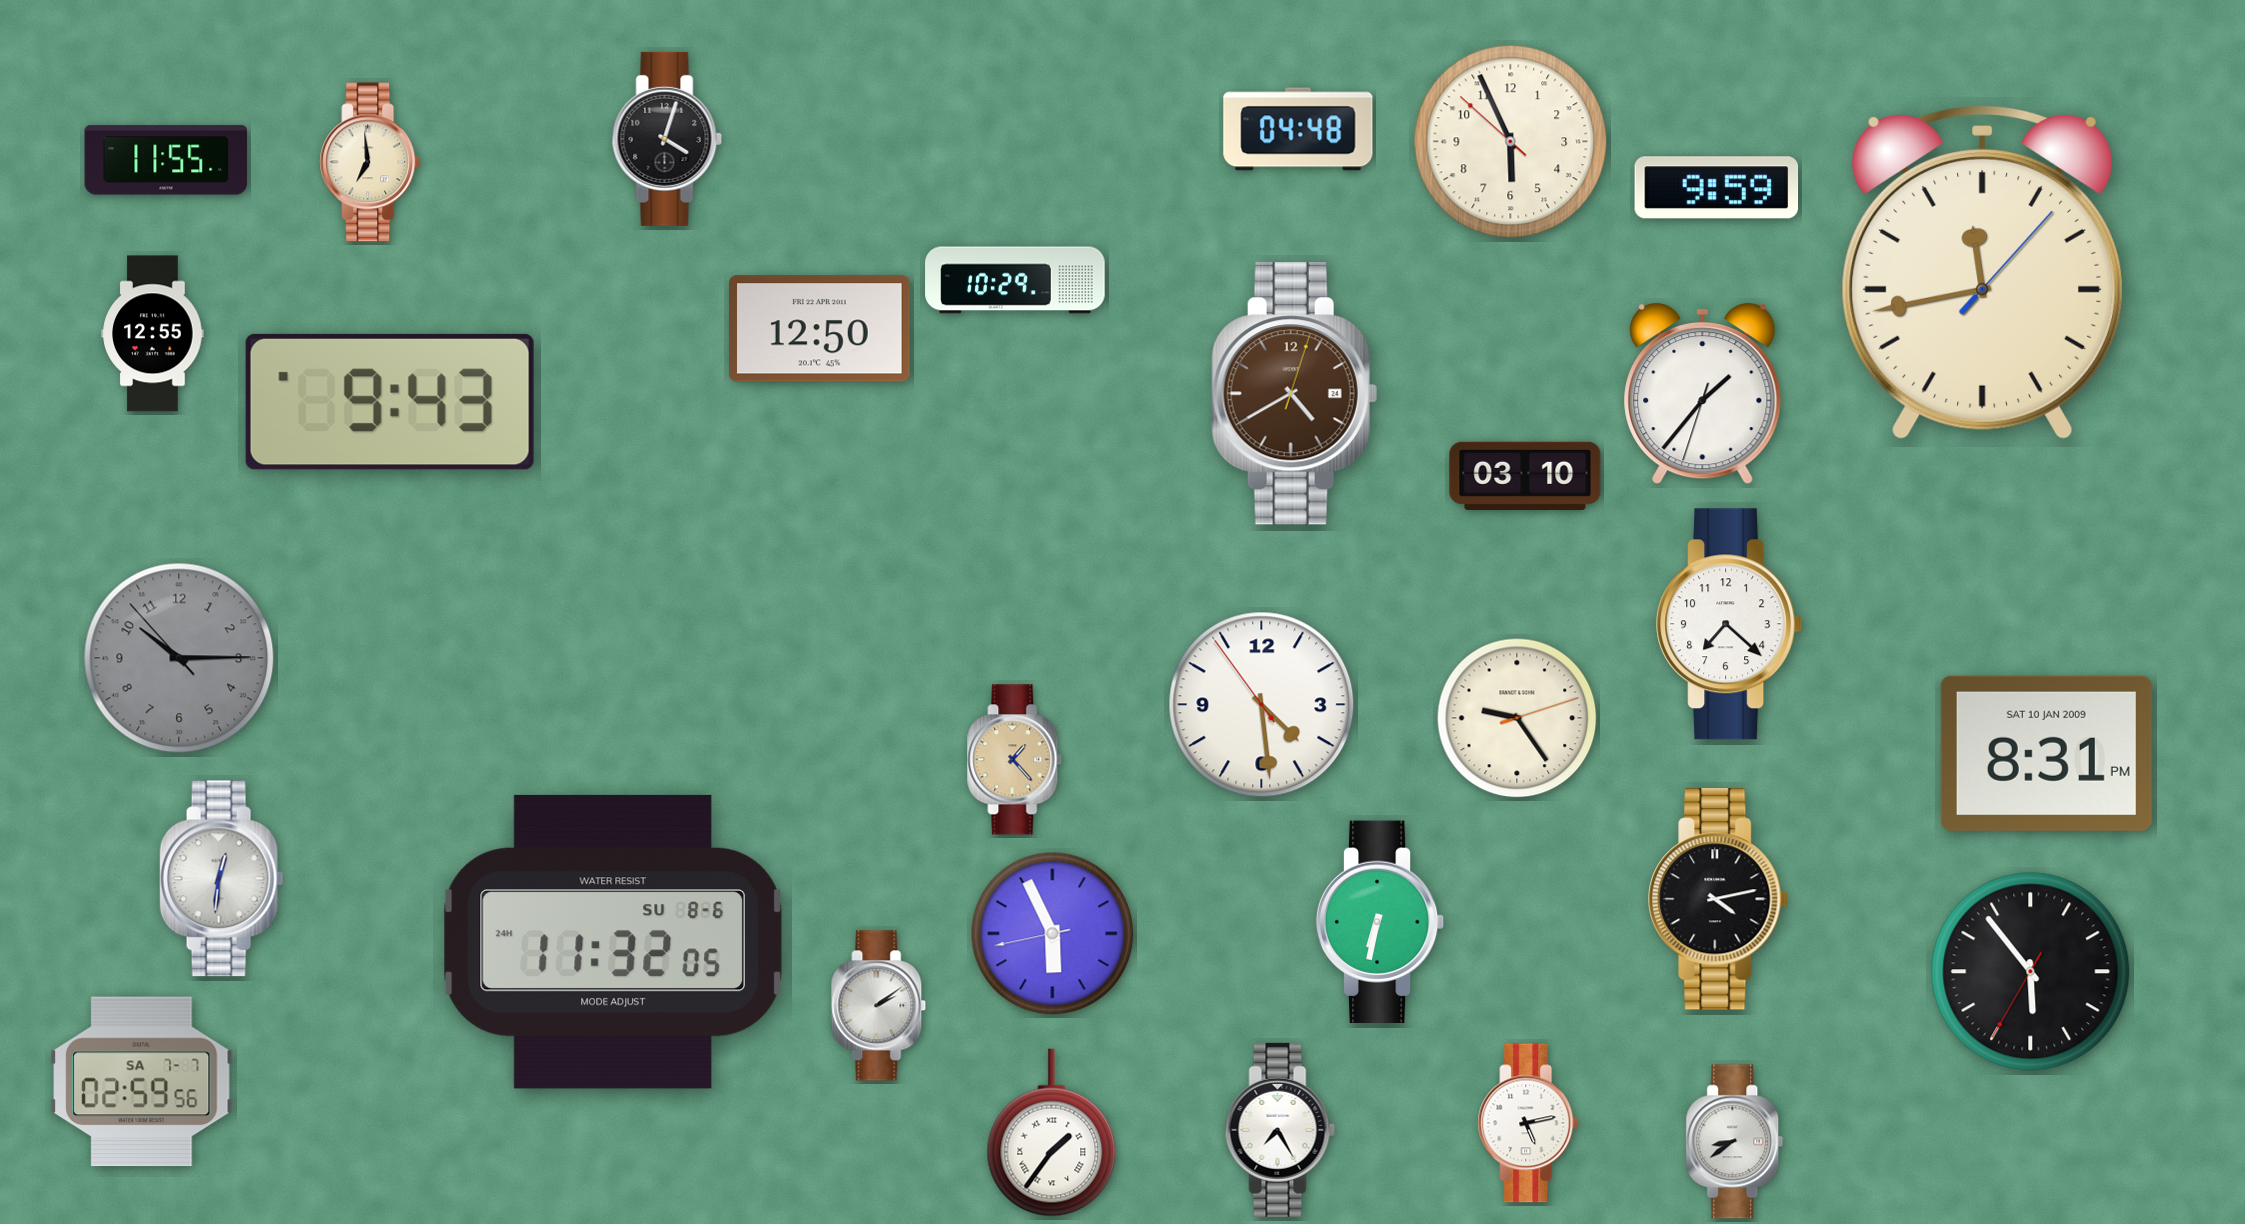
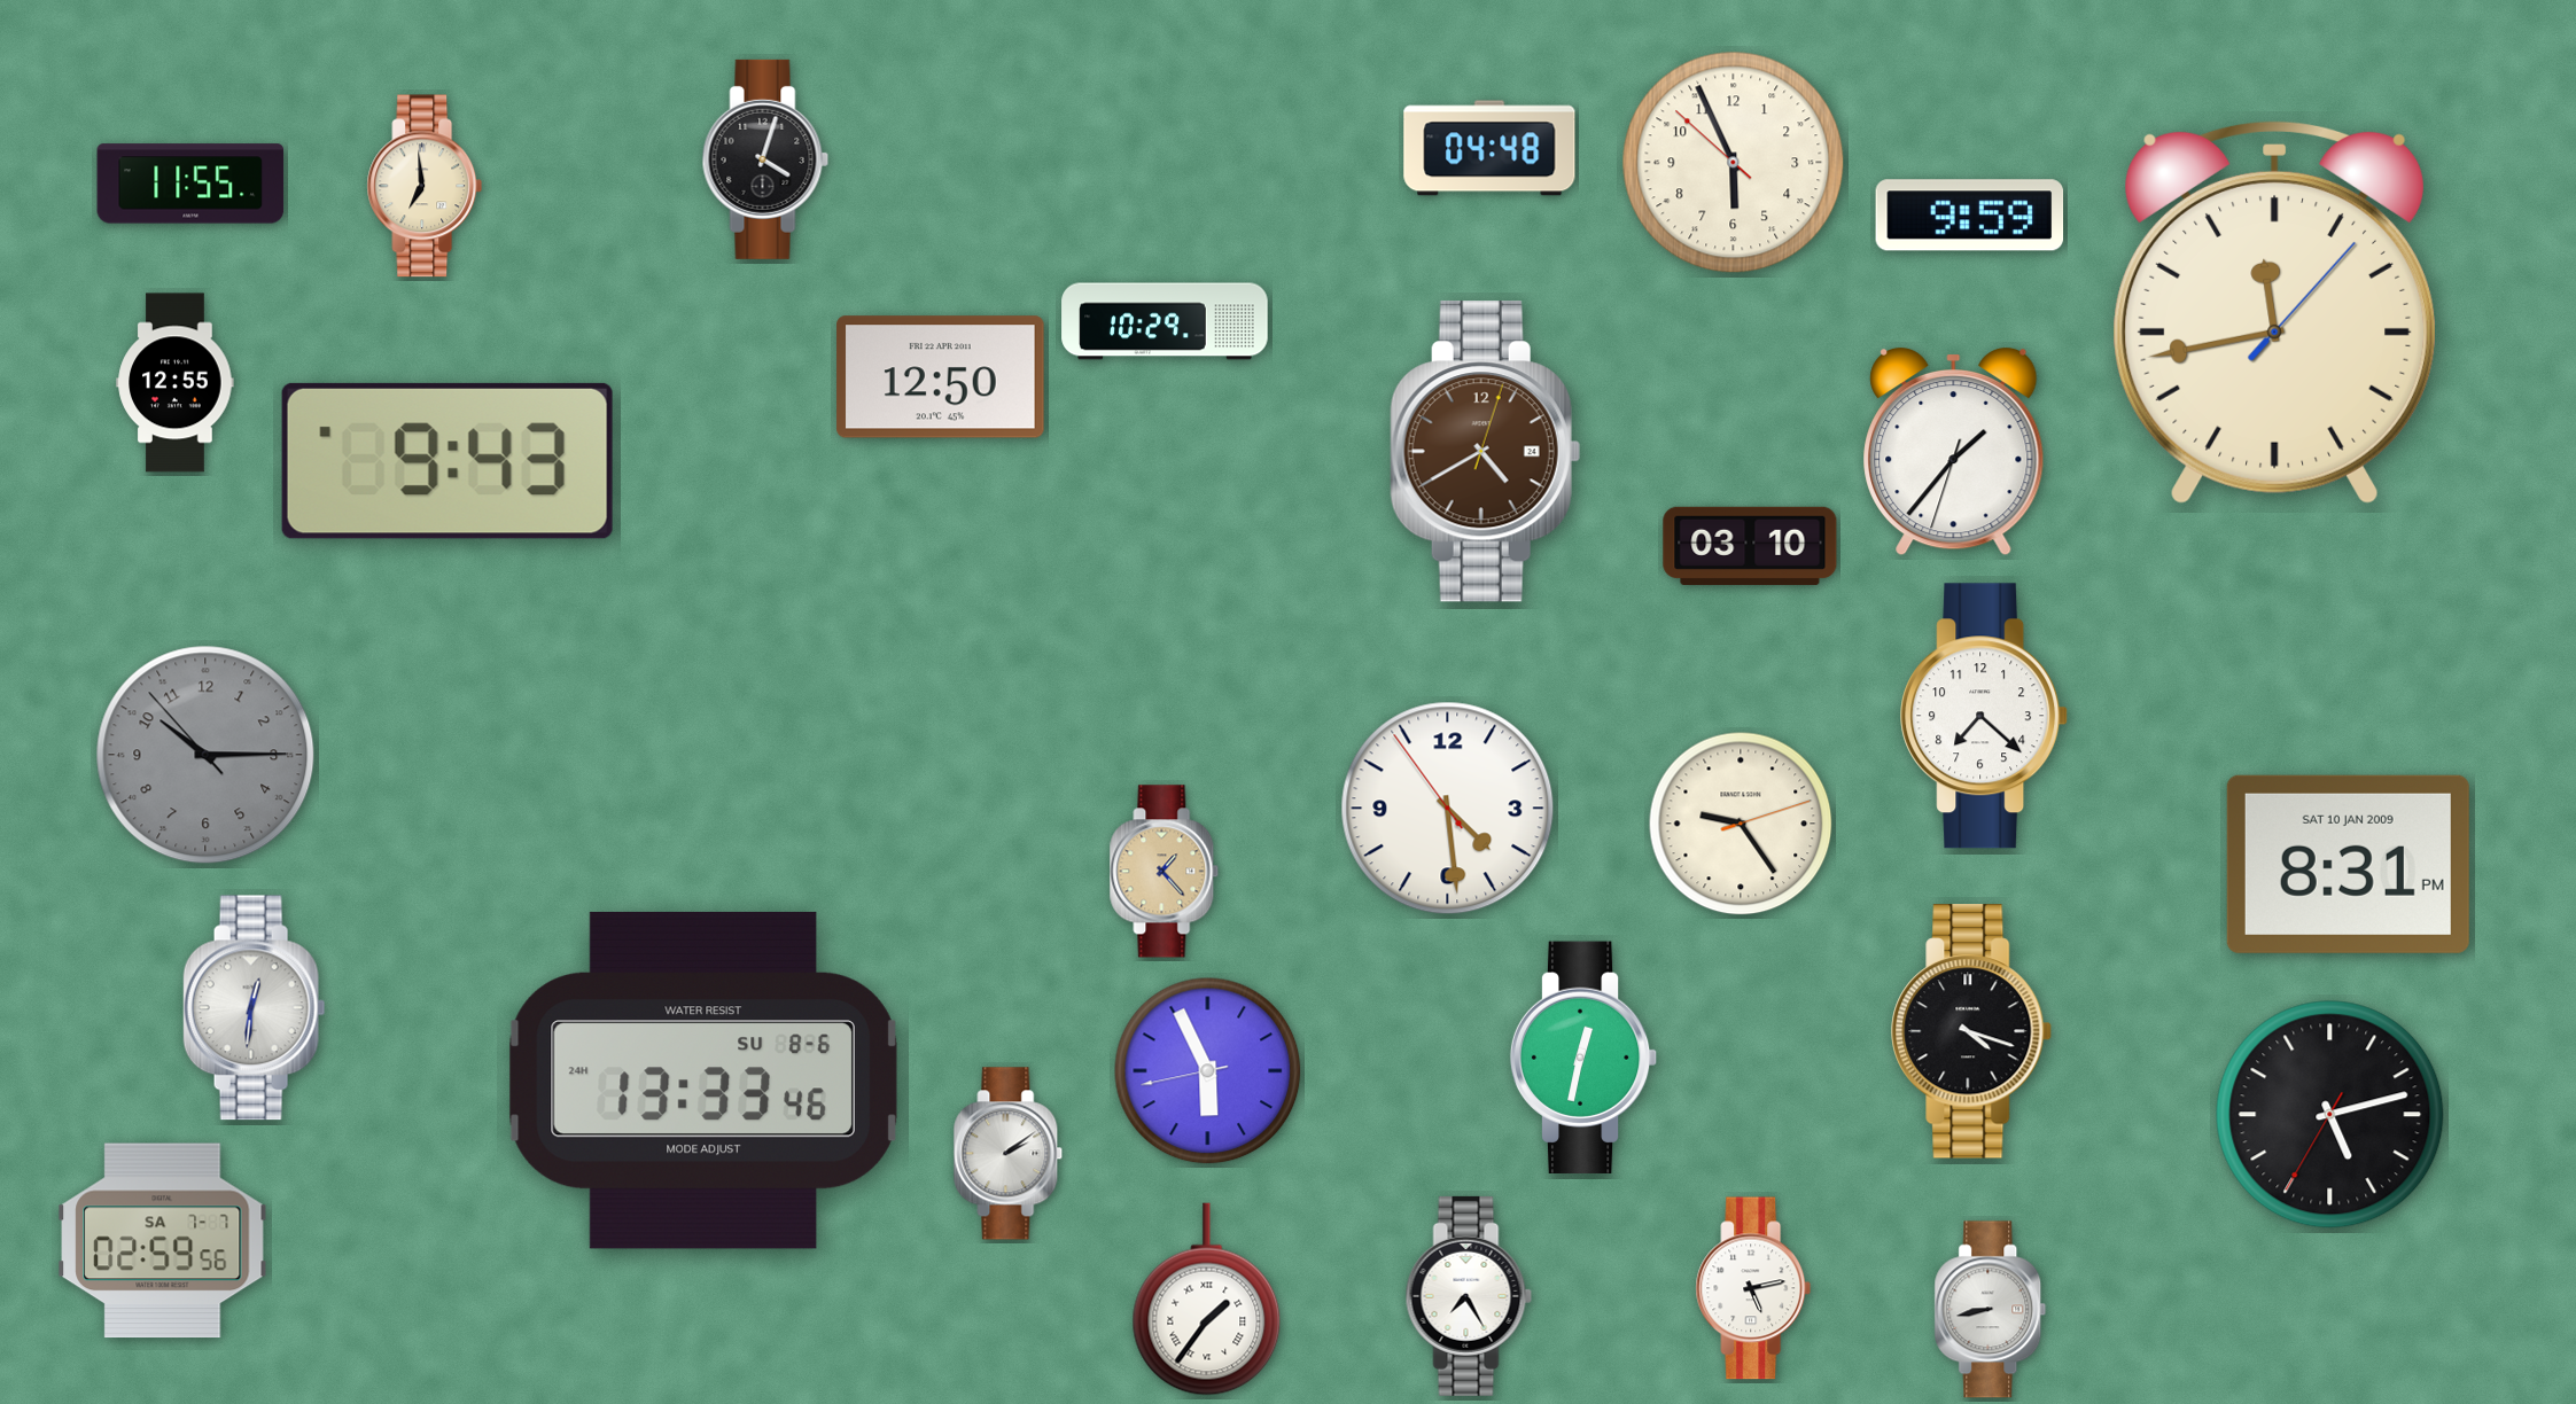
clock at (1719, 899): 4:13 -> 4:18
clock at (1380, 921): 6:32 -> 12:32
clock at (613, 942): 11:32 -> 13:33
clock at (2031, 972): 5:53 -> 5:12
clock at (1735, 1142): 8:39 -> 8:43
